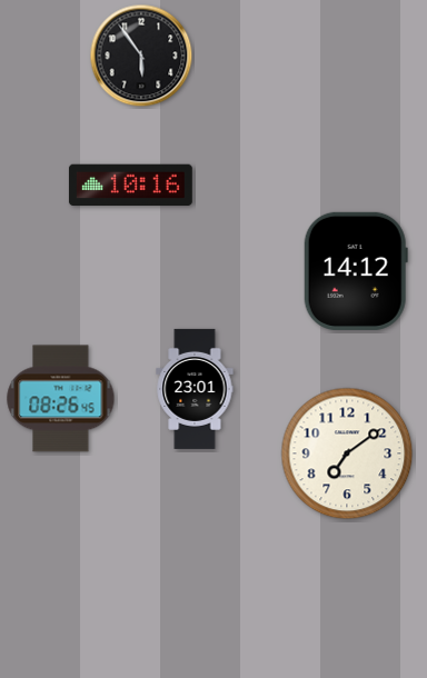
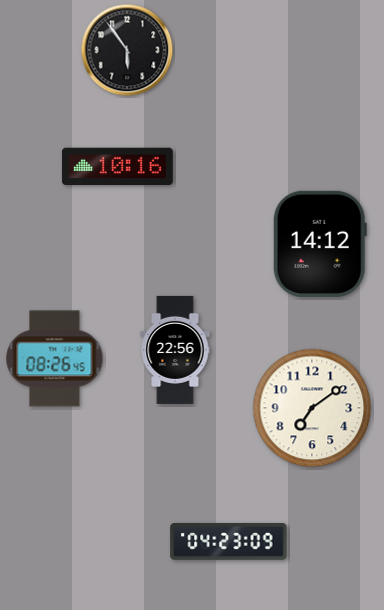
clock at (195, 389): 23:01 -> 22:56
clock at (229, 541): none -> 04:23
